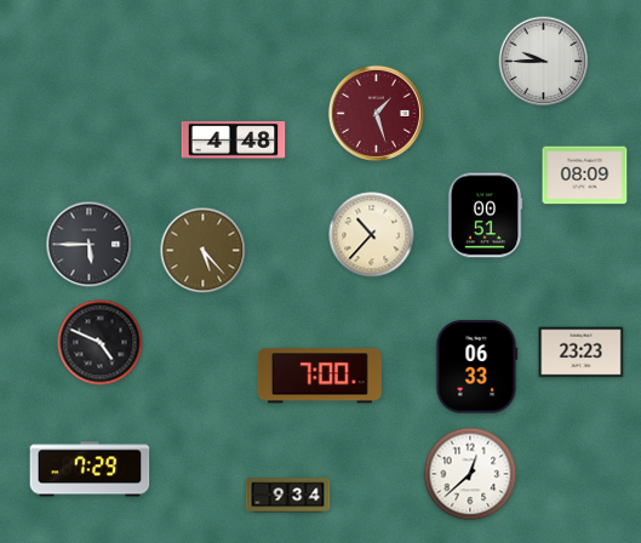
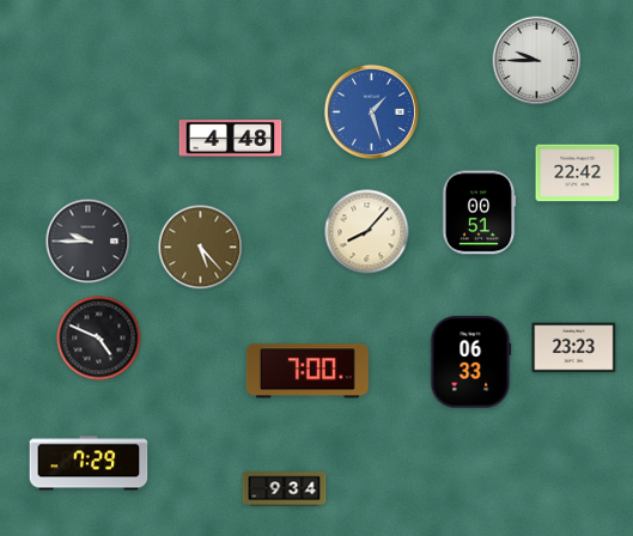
clock at (376, 113) dial: burgundy -> blue
clock at (585, 176): 08:09 -> 22:42
clock at (372, 235): 10:37 -> 8:07
clock at (90, 245): 5:45 -> 9:45
clock at (320, 376) position: (320, 376) -> (308, 371)
clock at (470, 474): 12:38 -> none
